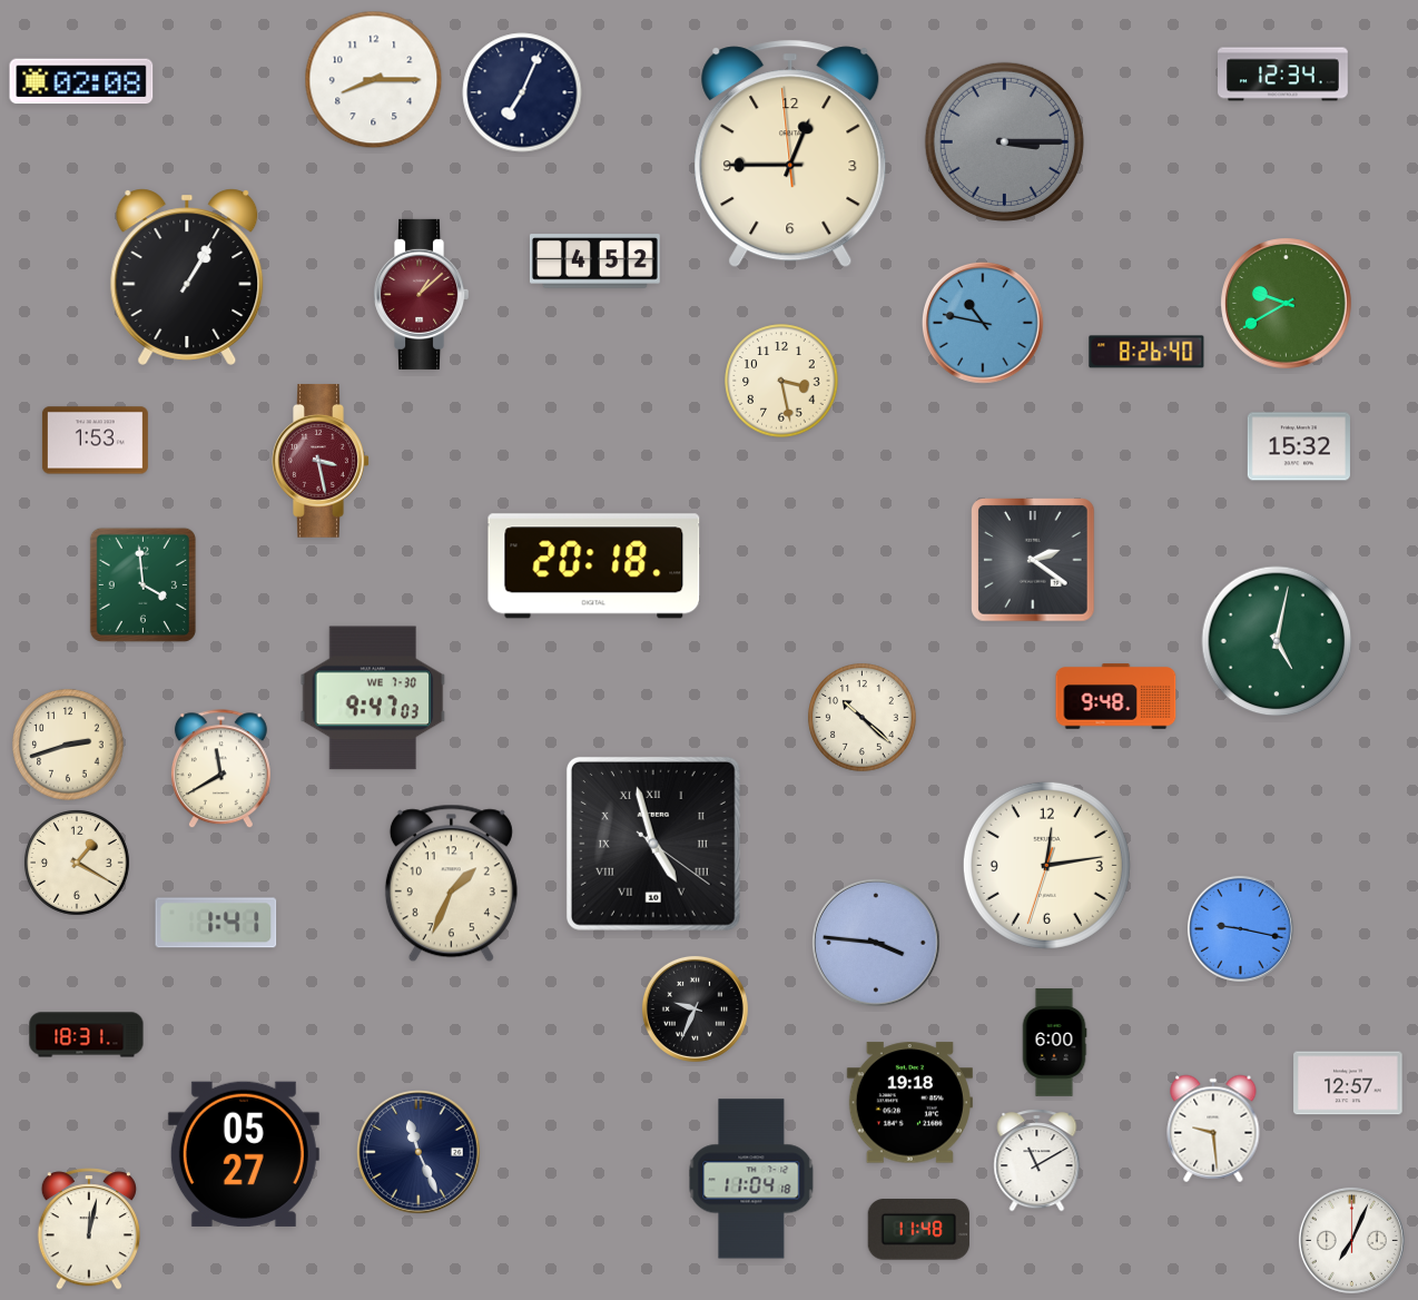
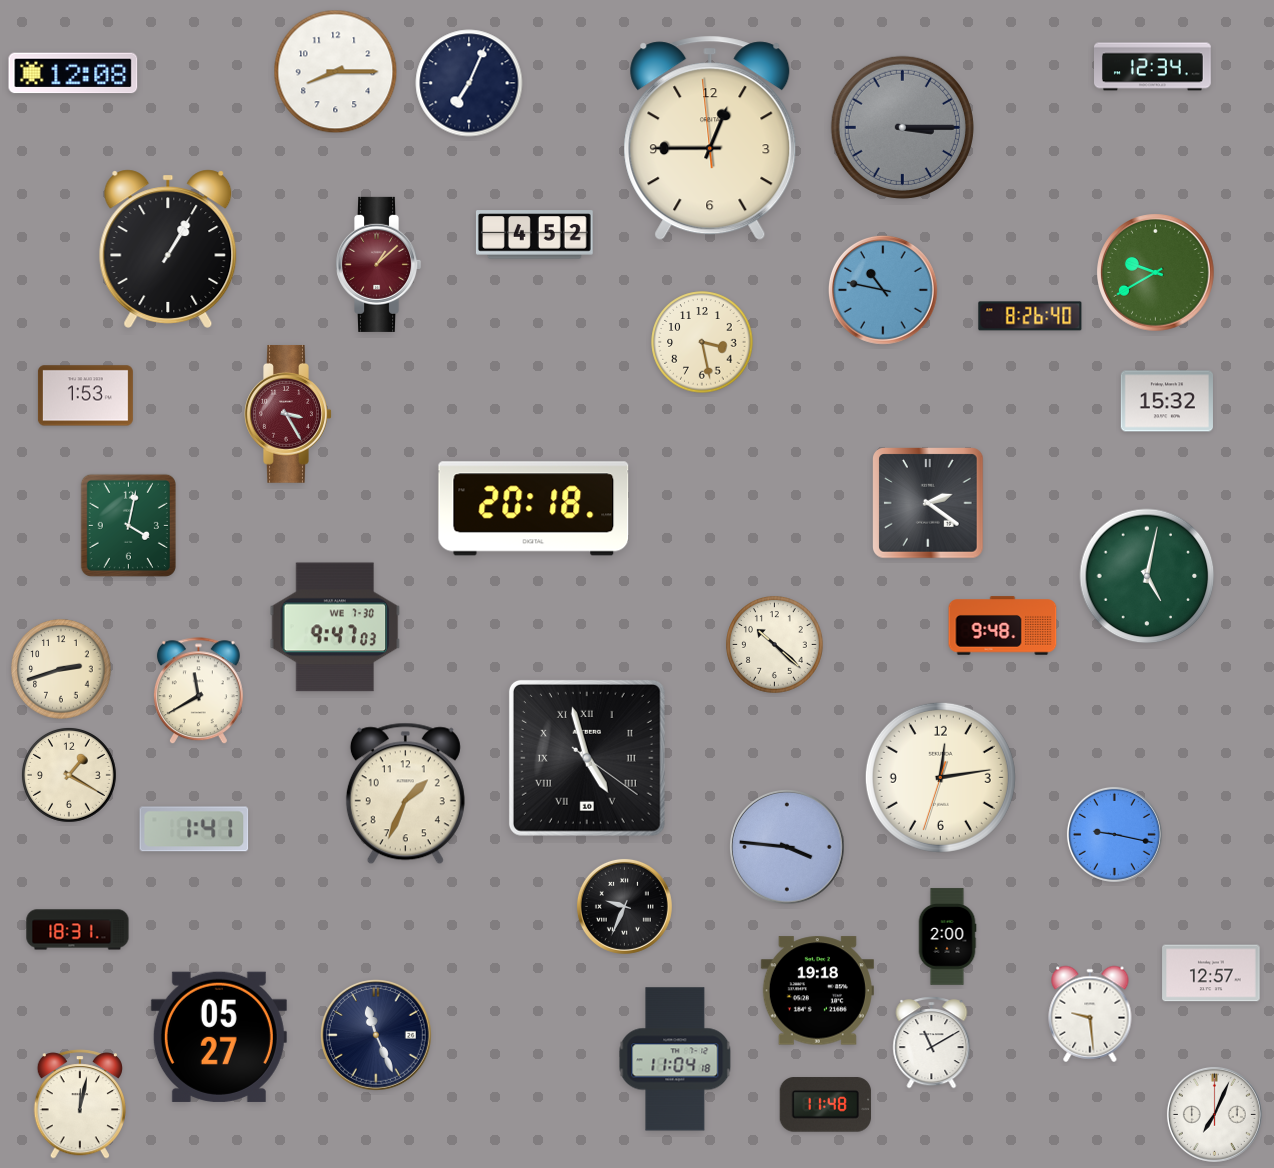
clock at (81, 81): 02:08 -> 12:08
clock at (321, 461): 3:28 -> 3:25
clock at (142, 584): 3:59 -> 4:02
clock at (1054, 1043): 6:00 -> 2:00
